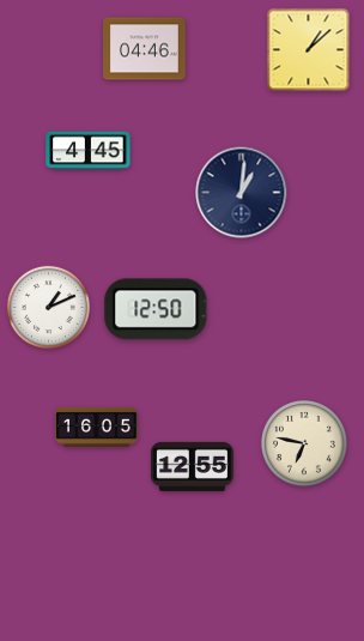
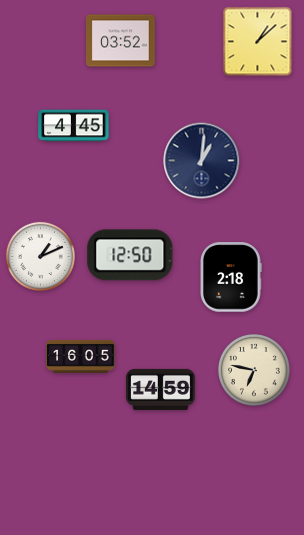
clock at (145, 49): 04:46 -> 03:52
clock at (156, 309) position: (156, 309) -> (130, 255)
clock at (231, 277): none -> 2:18
clock at (193, 466): 12:55 -> 14:59
